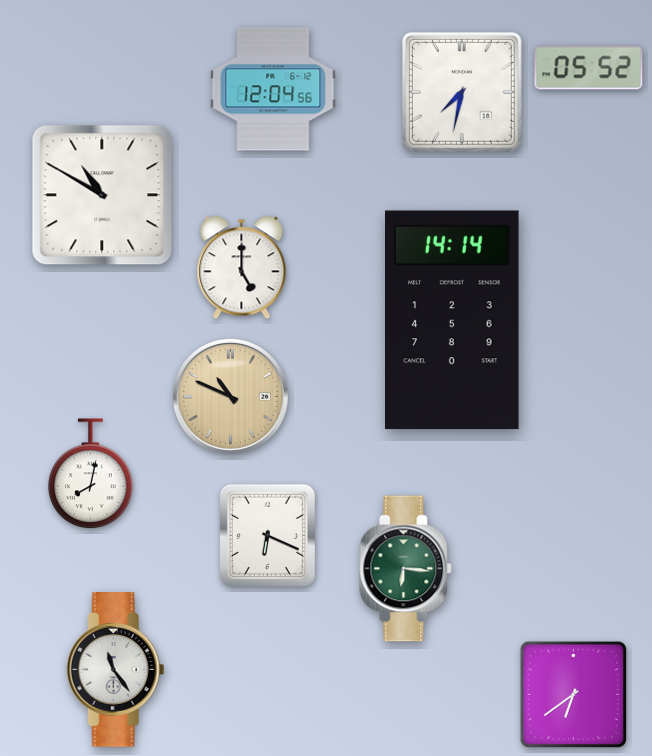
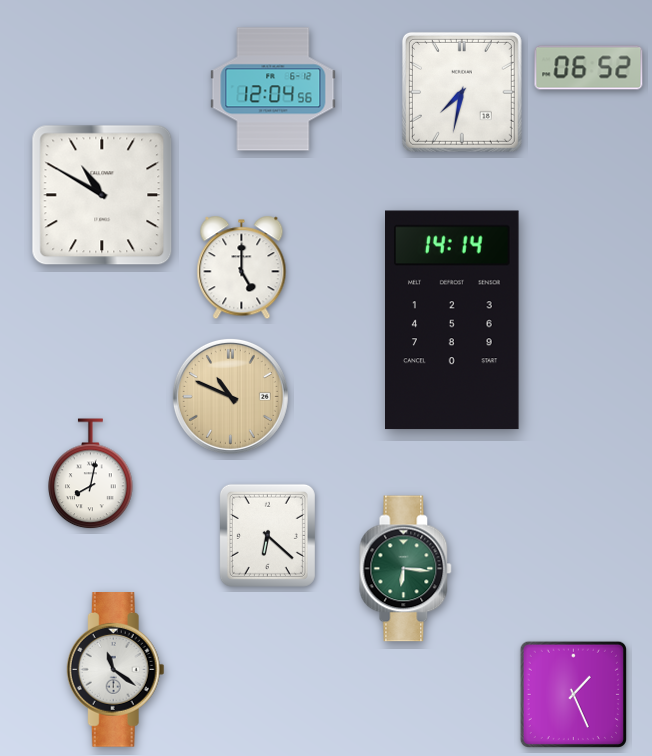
clock at (589, 68): 05:52 -> 06:52
clock at (267, 535): 6:19 -> 6:22
clock at (115, 670): 11:24 -> 11:21
clock at (573, 694): 6:39 -> 1:26
